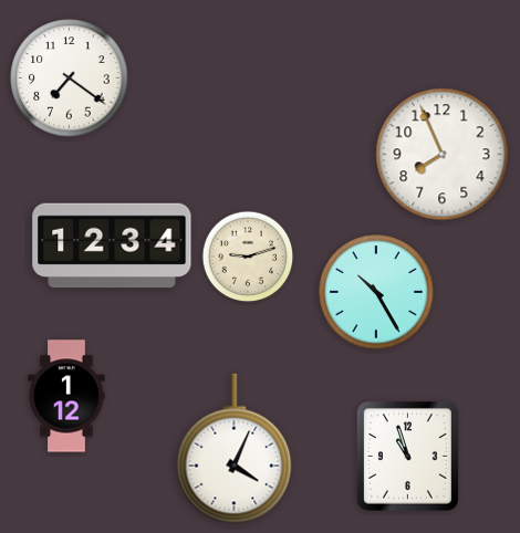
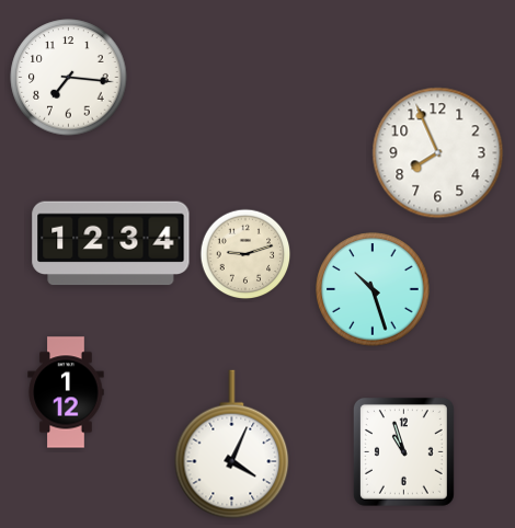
clock at (70, 79): 7:21 -> 7:16
clock at (376, 292): 10:25 -> 10:27
